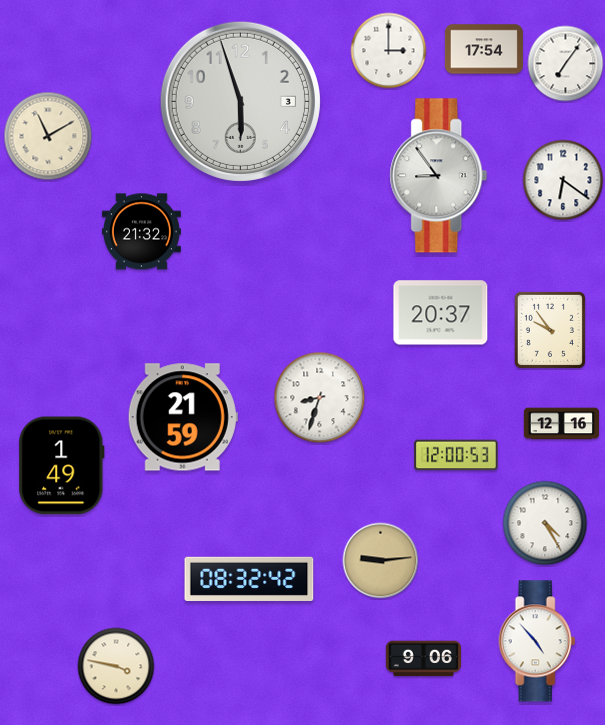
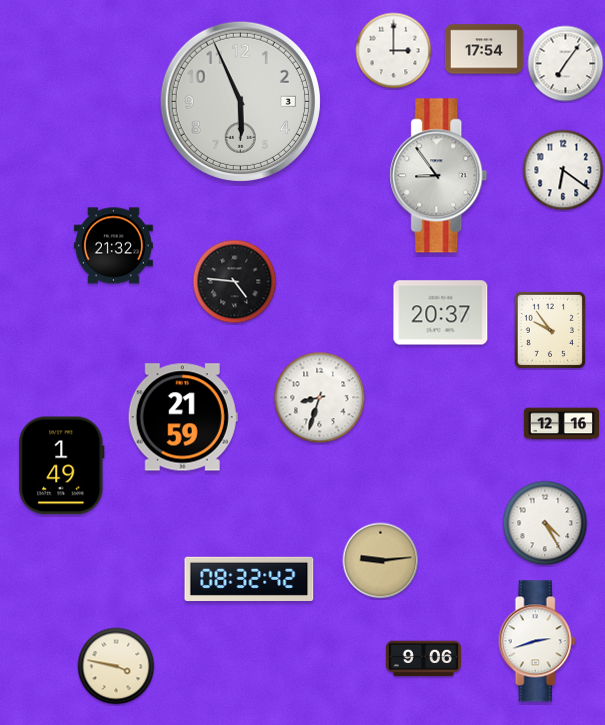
clock at (389, 51) position: (389, 51) -> (394, 51)
clock at (240, 101): 5:57 -> 5:56
clock at (48, 136): 11:10 -> none
clock at (563, 180) position: (563, 180) -> (563, 170)
clock at (141, 232) position: (141, 232) -> (113, 246)
clock at (235, 282): none -> 4:46
clock at (456, 455): 12:00 -> none
clock at (537, 641): 4:53 -> 2:42
